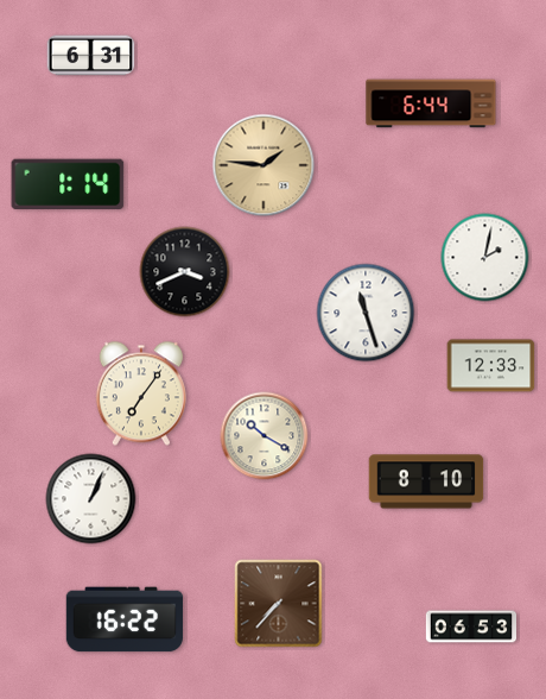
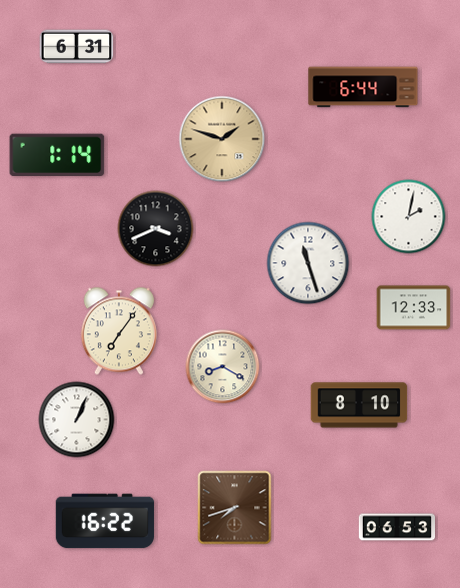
clock at (264, 165): 1:46 -> 1:48
clock at (265, 436): 10:20 -> 8:20
clock at (279, 604): 7:37 -> 7:42
